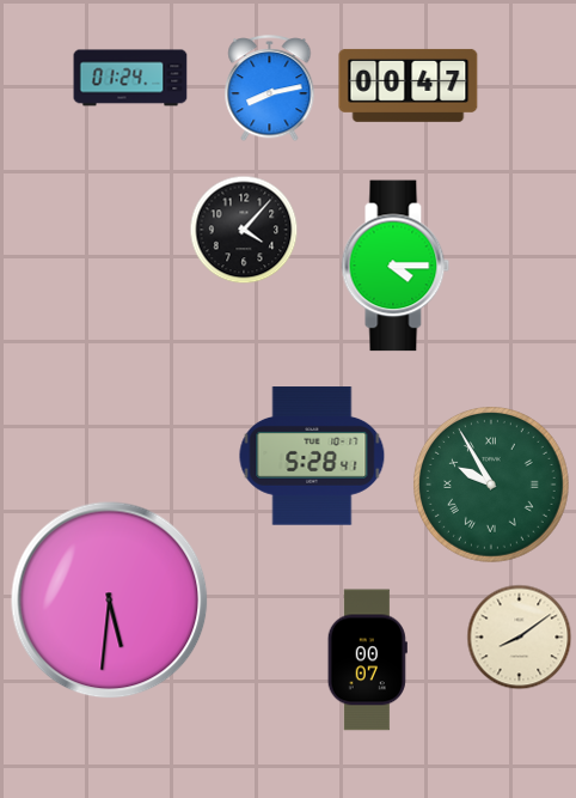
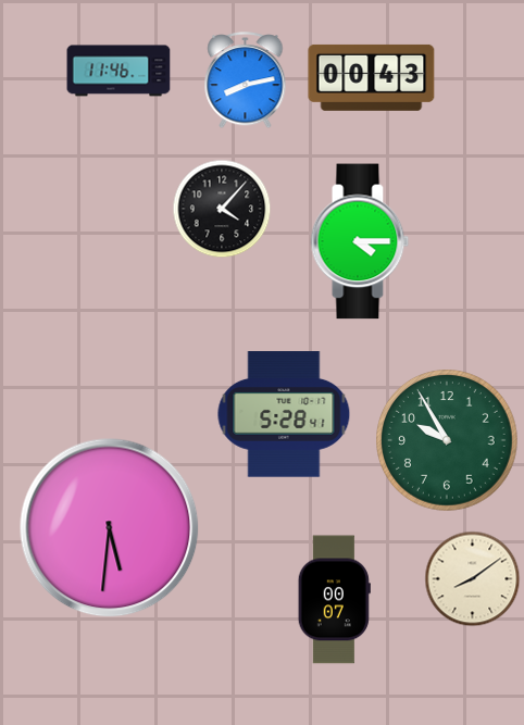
clock at (130, 78): 01:24 -> 11:46
clock at (409, 85): 00:47 -> 00:43
clock at (492, 486) numerals: Roman -> Arabic
clock at (110, 601) position: (110, 601) -> (110, 528)
